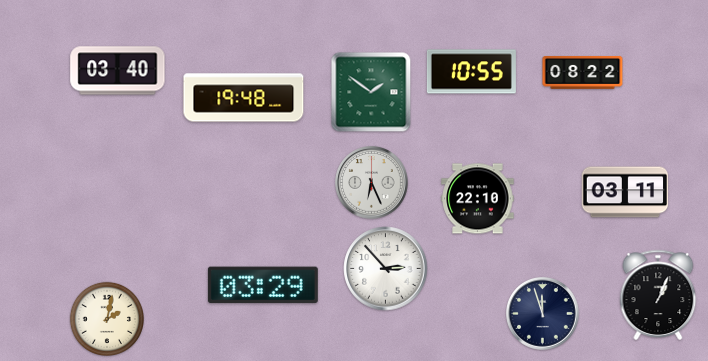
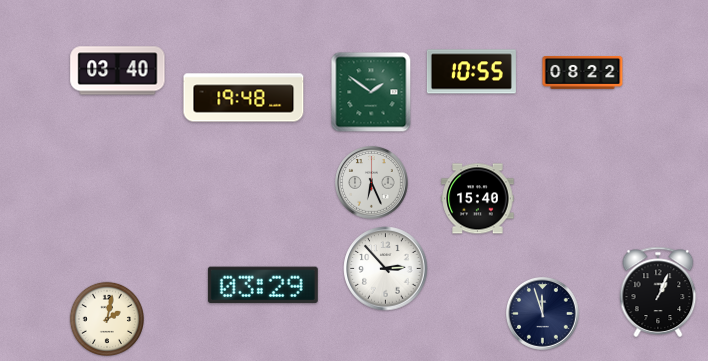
clock at (625, 192): 03:11 -> none
clock at (478, 199): 22:10 -> 15:40
clock at (658, 295) position: (658, 295) -> (658, 292)
